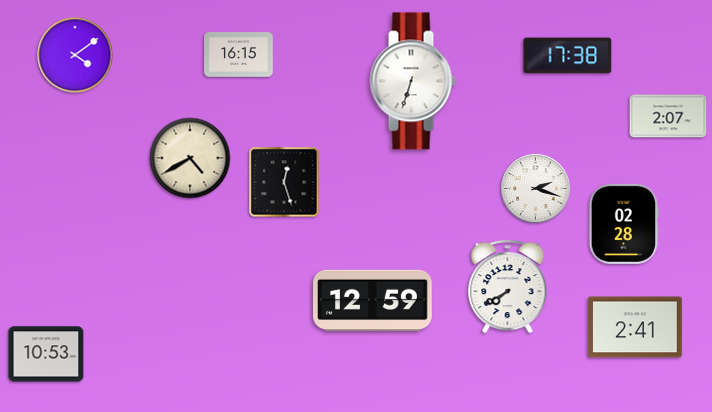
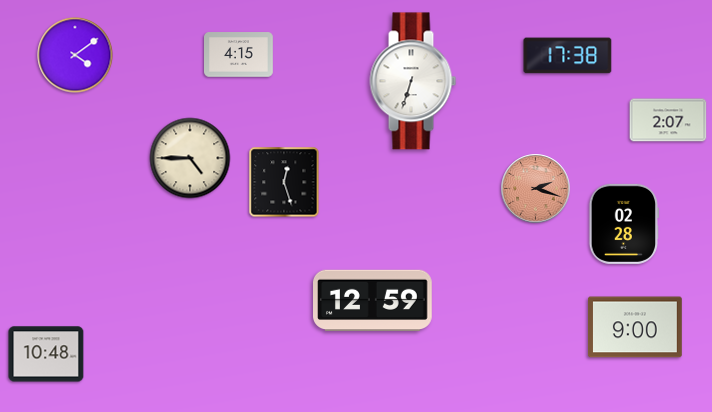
clock at (239, 55): 16:15 -> 4:15
clock at (668, 116) position: (668, 116) -> (668, 120)
clock at (190, 158): 4:40 -> 4:45
clock at (536, 189) dial: white -> salmon
clock at (508, 286): 7:40 -> none
clock at (636, 327): 2:41 -> 9:00
clock at (46, 354): 10:53 -> 10:48
